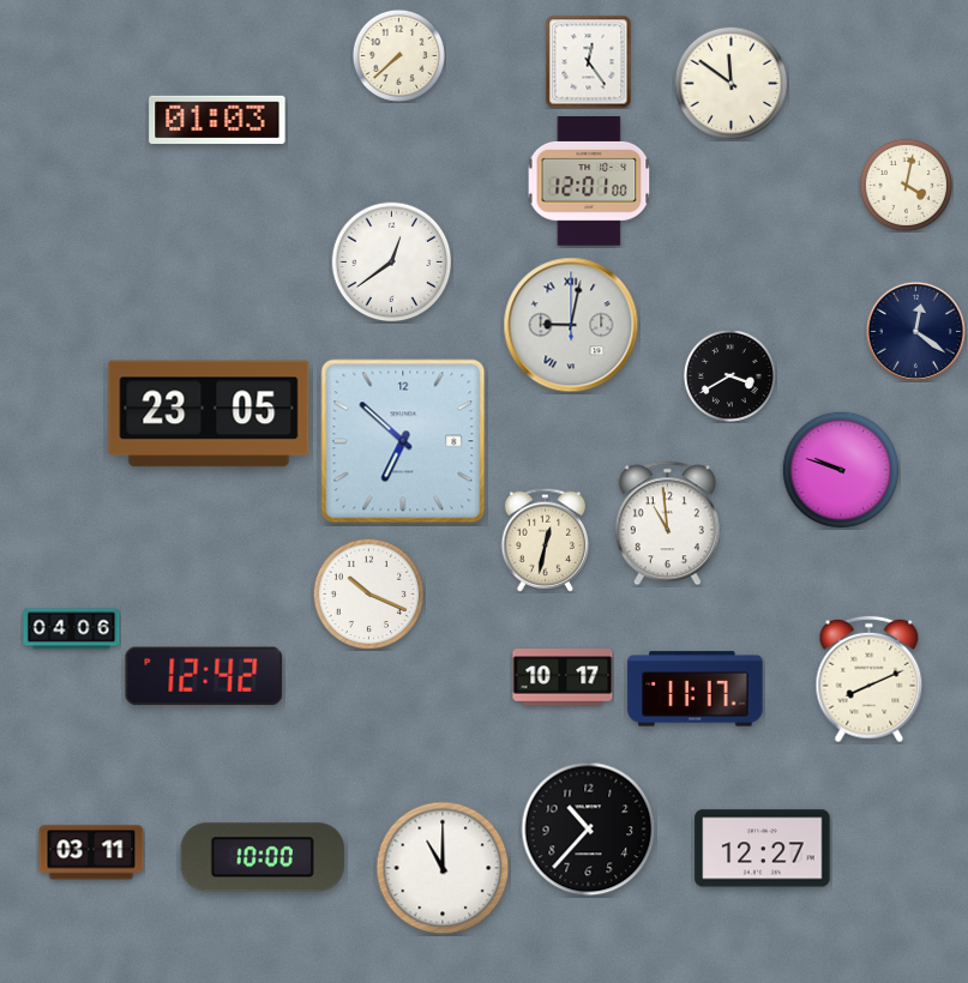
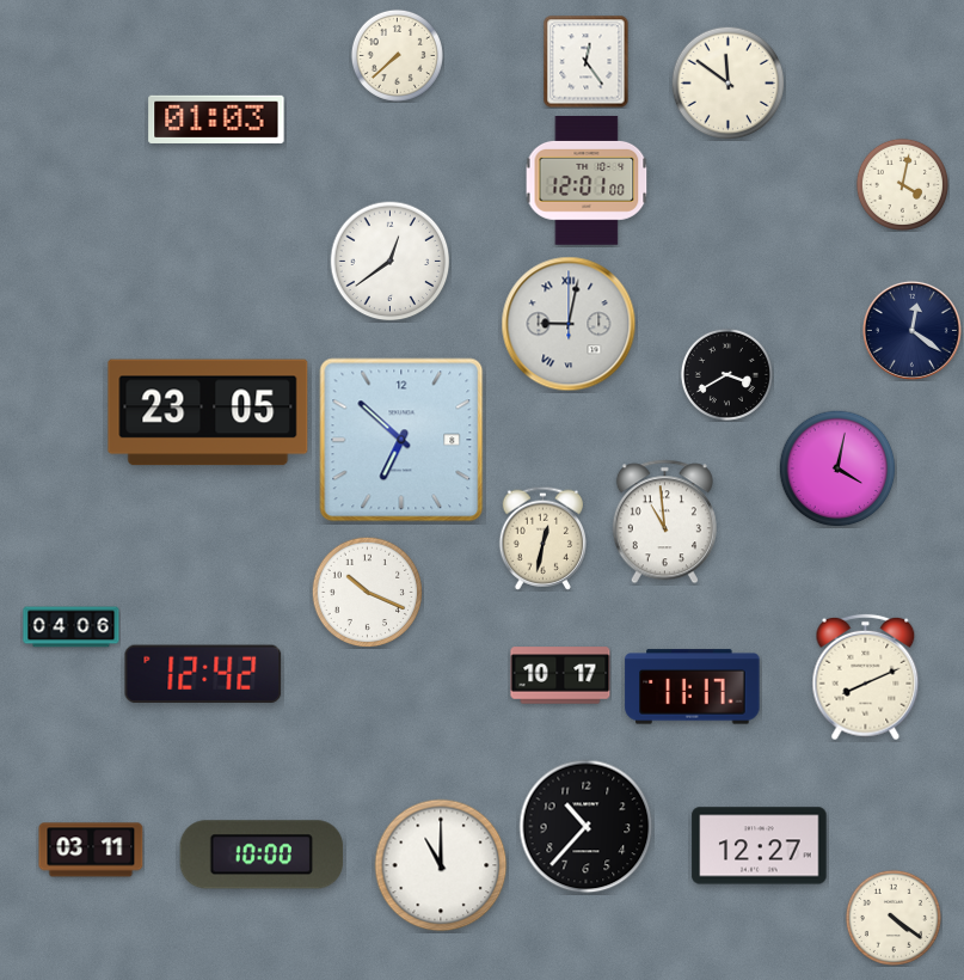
clock at (841, 470): 9:48 -> 4:02
clock at (894, 918): none -> 4:21
